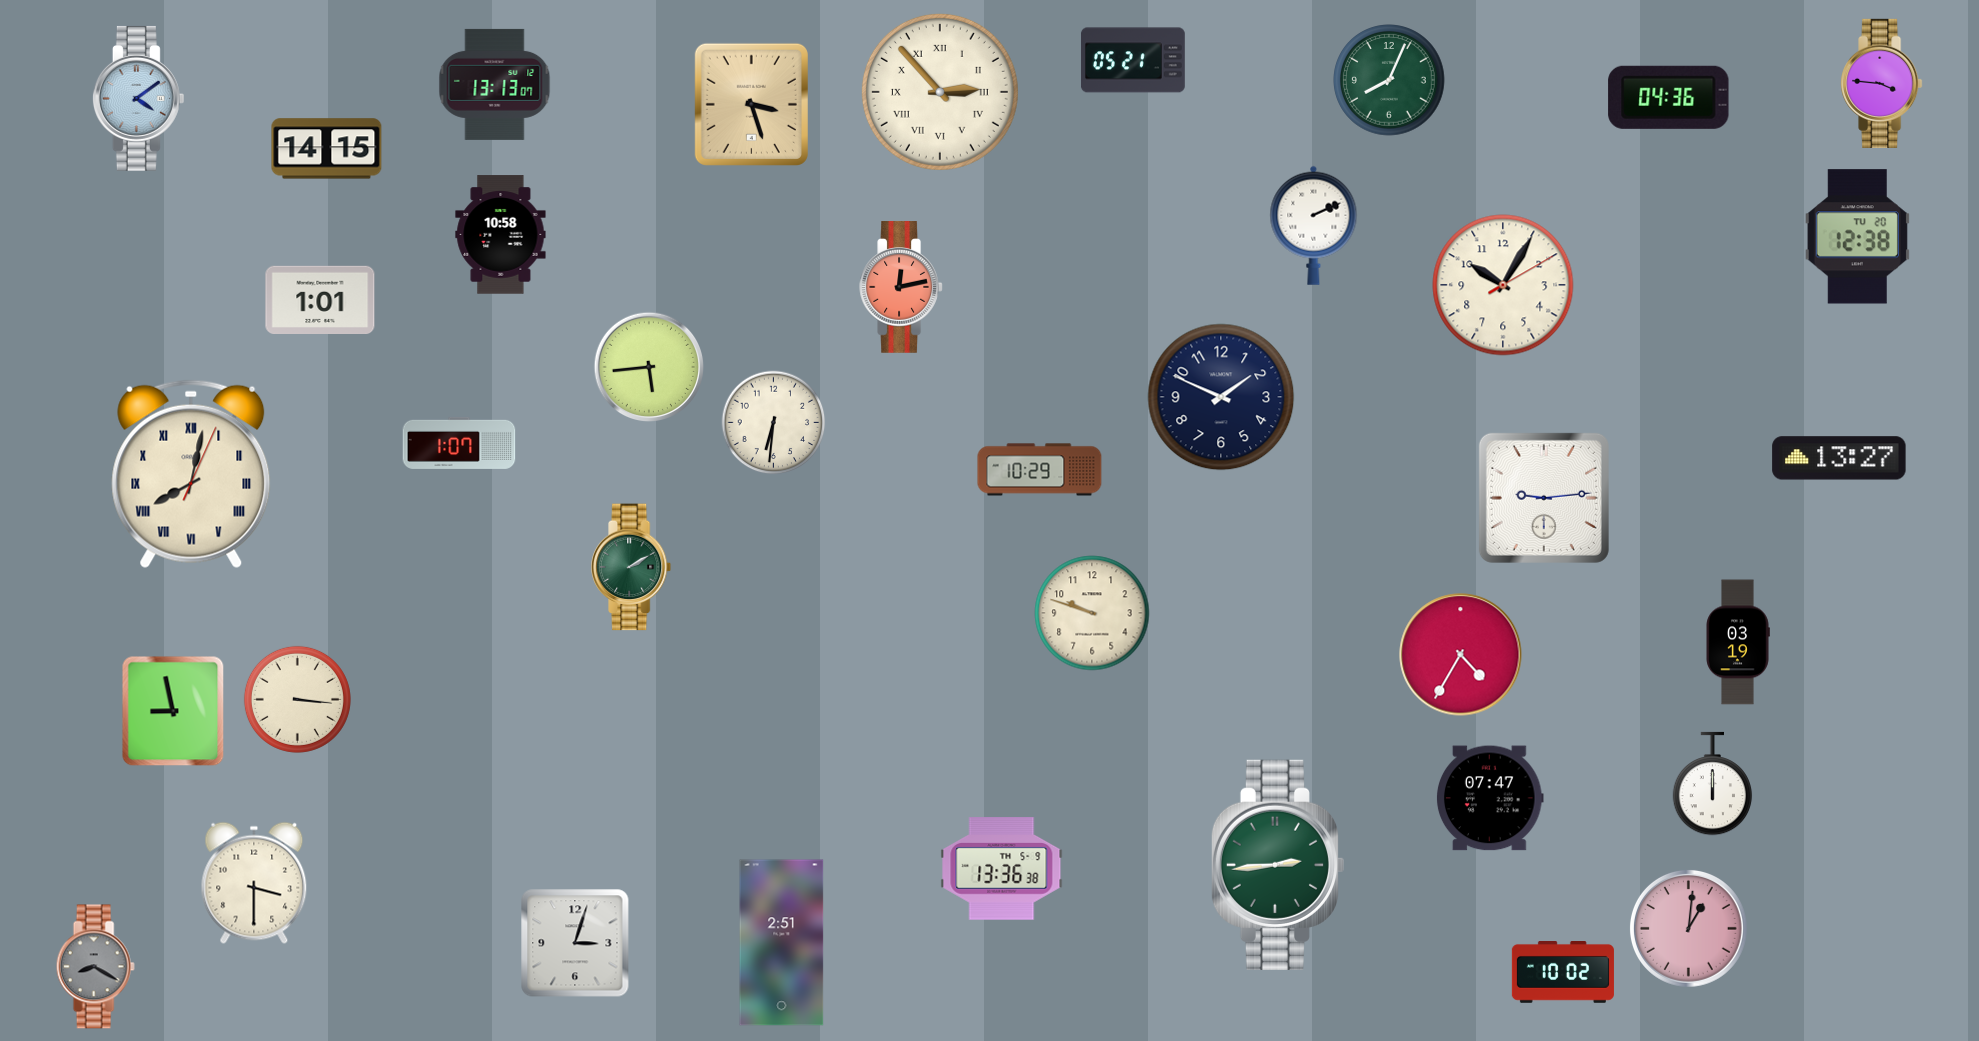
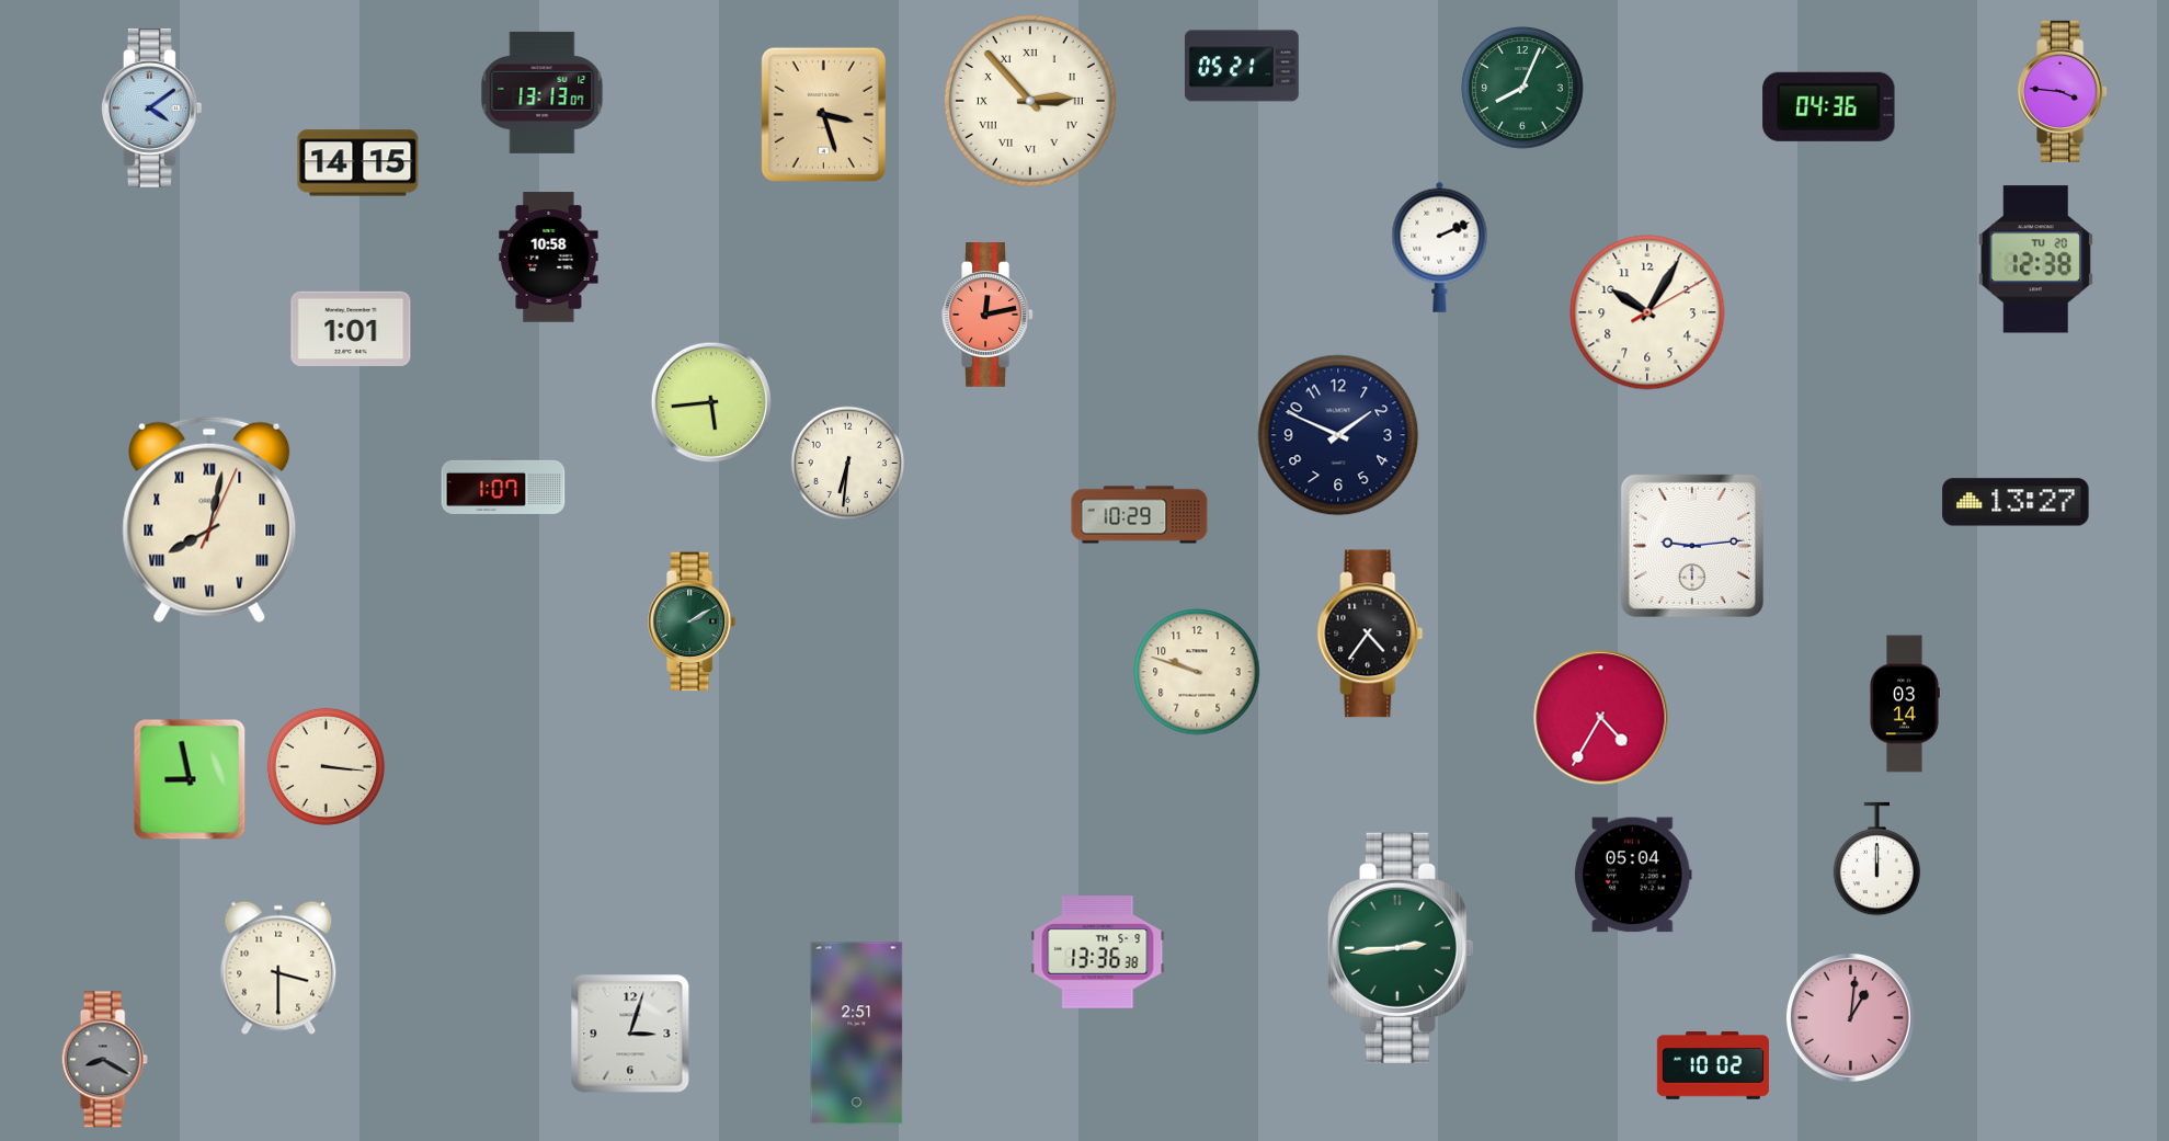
clock at (1370, 634): none -> 4:36
clock at (1738, 642): 03:19 -> 03:14
clock at (1491, 798): 07:47 -> 05:04
